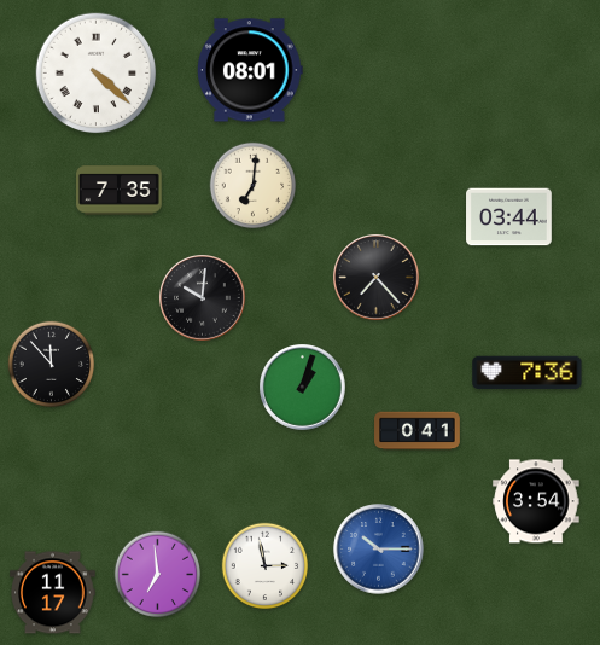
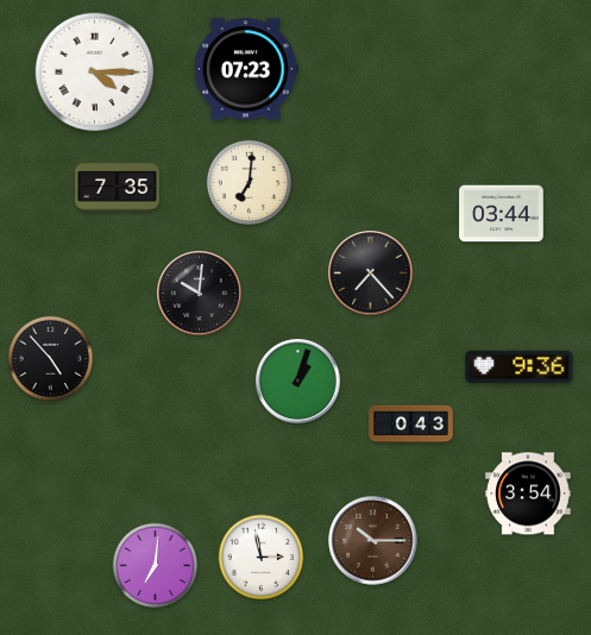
clock at (251, 70): 08:01 -> 07:23
clock at (97, 74): 4:22 -> 4:15
clock at (52, 365): 11:53 -> 4:53
clock at (528, 373): 7:36 -> 9:36
clock at (418, 431): 0:41 -> 0:43
clock at (379, 550) dial: blue -> brown
clock at (158, 575): 6:59 -> 7:01
clock at (53, 593): 11:17 -> none
